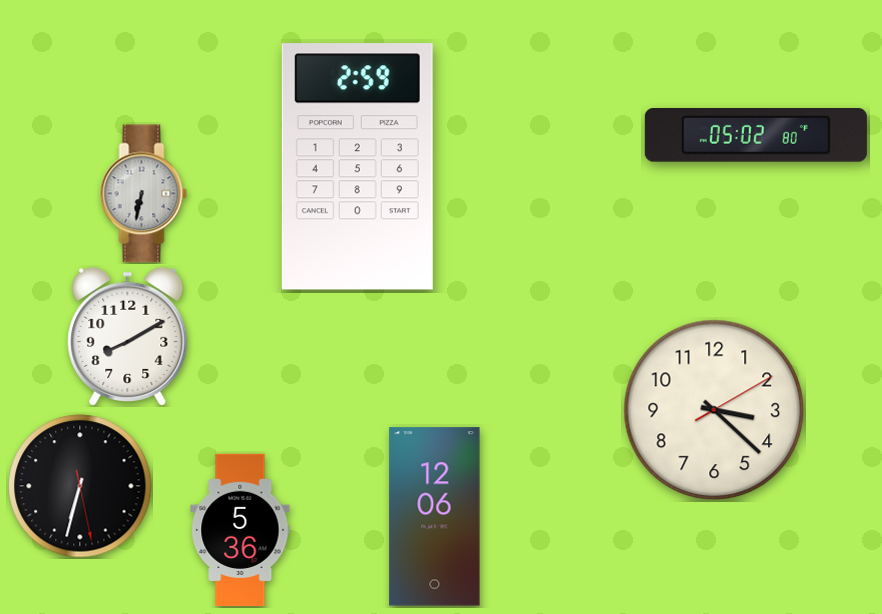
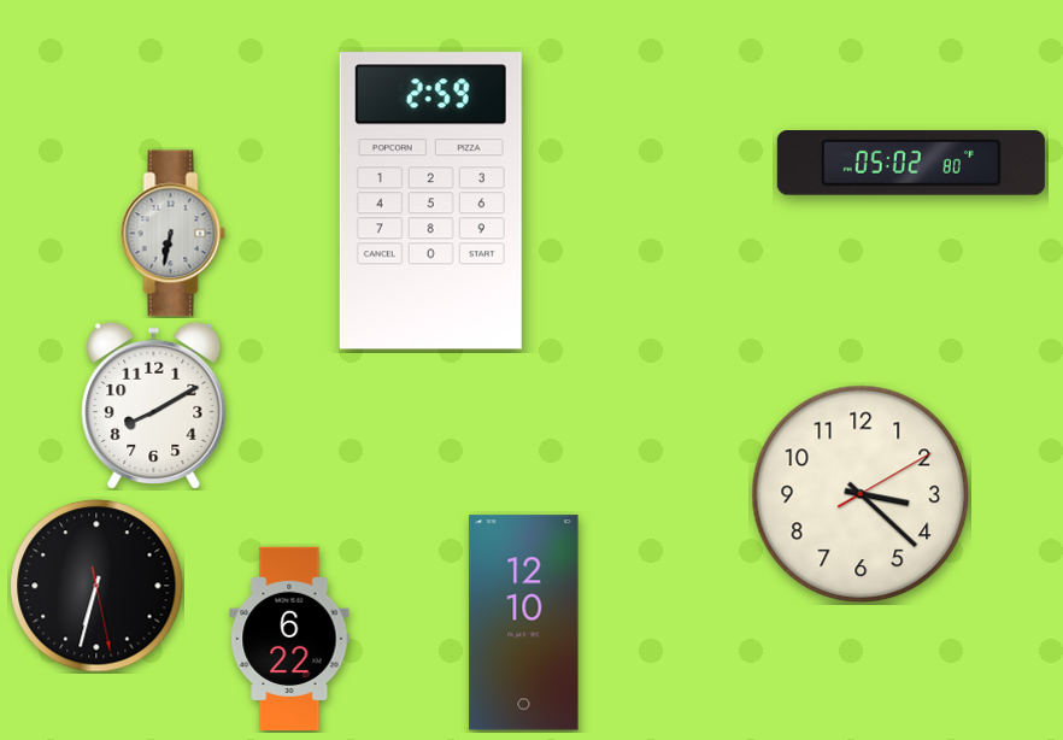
clock at (435, 517): 12:06 -> 12:10
clock at (240, 530): 5:36 -> 6:22
